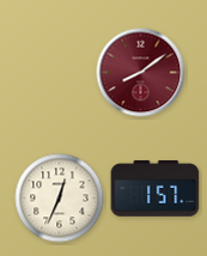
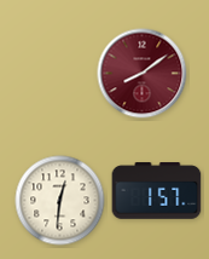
clock at (60, 199): 12:34 -> 12:31
